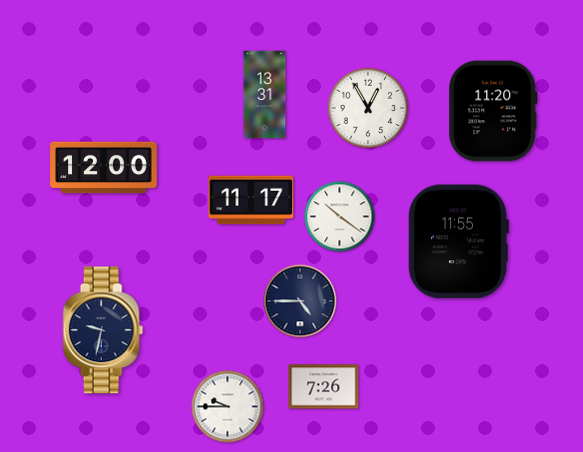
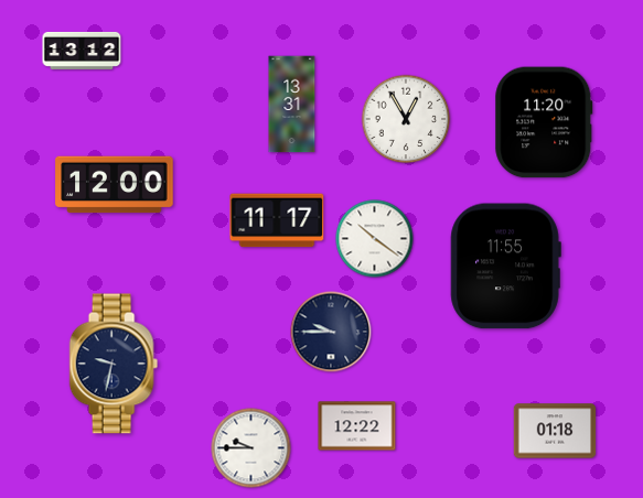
clock at (82, 51): none -> 13:12
clock at (300, 301): 4:45 -> 9:45
clock at (324, 387): 7:26 -> 12:22
clock at (555, 431): none -> 01:18
